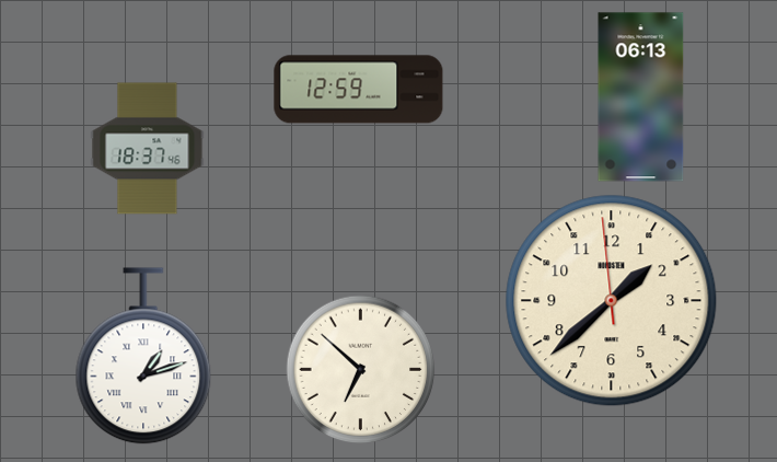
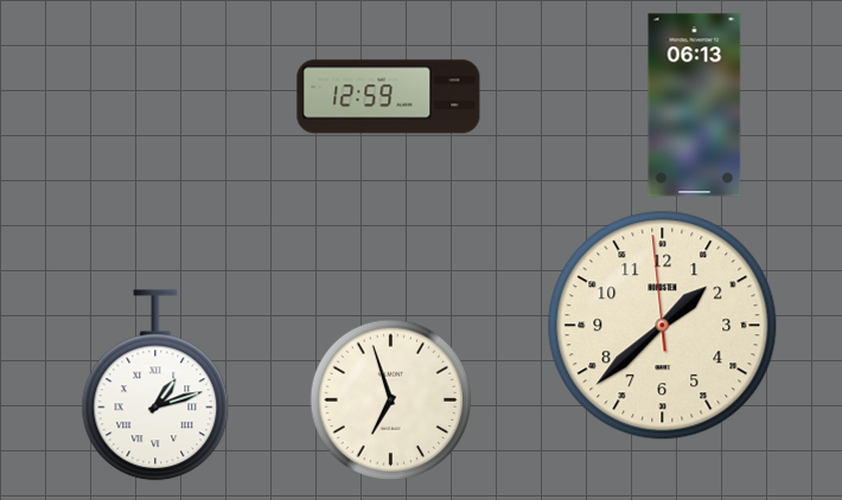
clock at (148, 149): 18:37 -> none
clock at (361, 370): 6:52 -> 6:57
